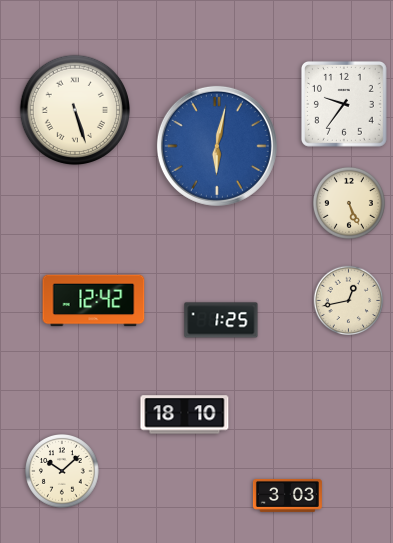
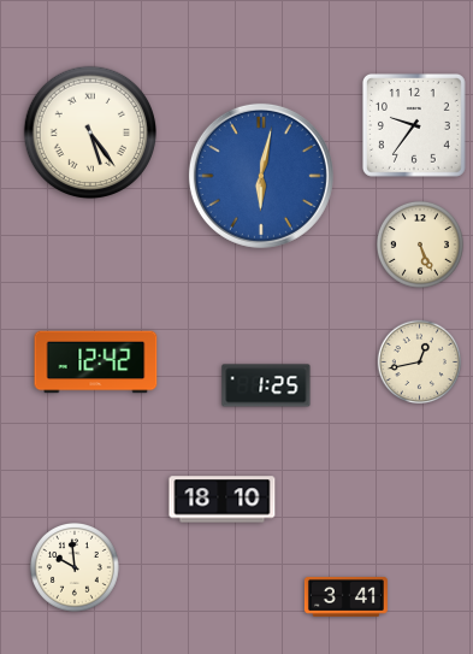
clock at (75, 110): 5:27 -> 5:24
clock at (94, 301) position: (94, 301) -> (96, 363)
clock at (63, 472): 10:08 -> 9:59
clock at (287, 495): 3:03 -> 3:41
